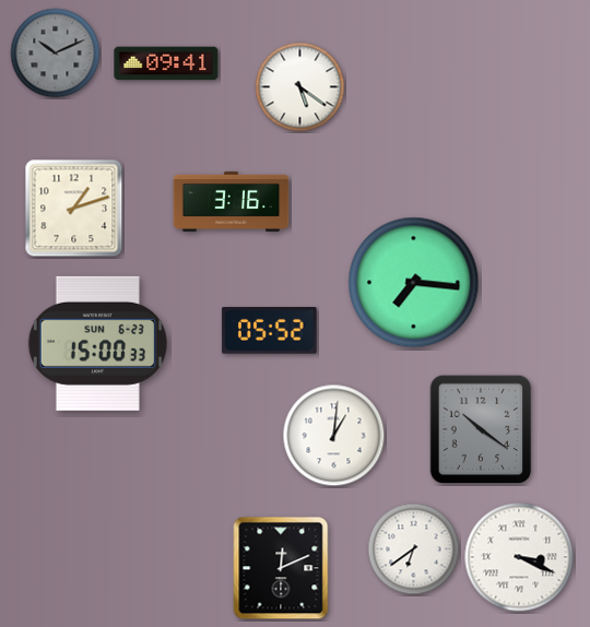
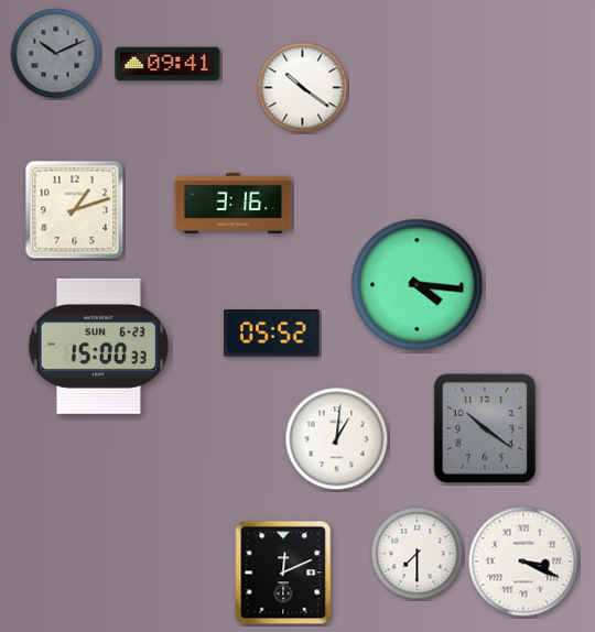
clock at (300, 87): 5:21 -> 10:21
clock at (414, 283): 7:16 -> 4:16
clock at (481, 429) position: (481, 429) -> (485, 428)
clock at (414, 549): 6:39 -> 7:30
